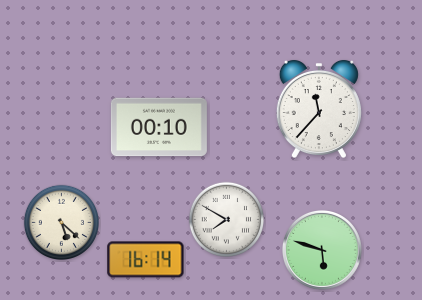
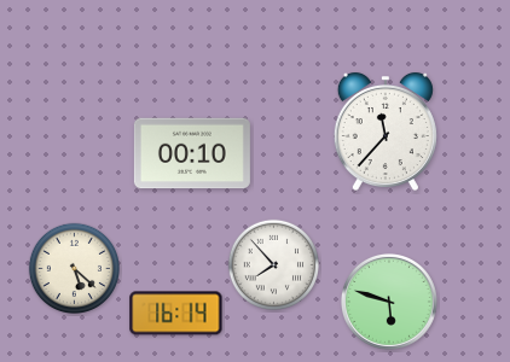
clock at (226, 219): 7:50 -> 7:53
